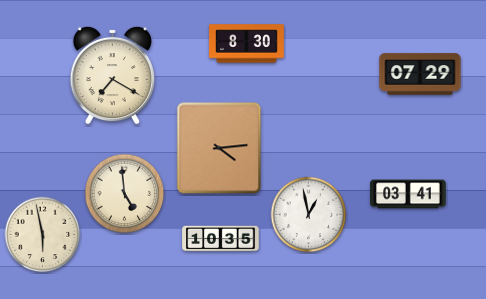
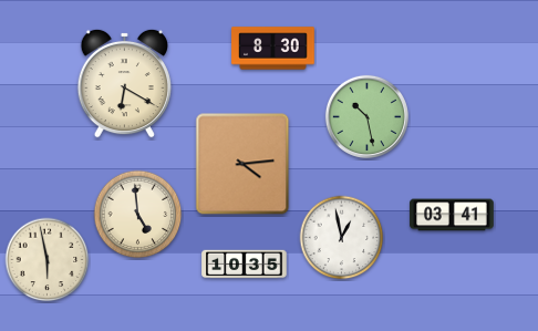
clock at (420, 74): 07:29 -> none
clock at (112, 75): 7:20 -> 6:20
clock at (366, 116): none -> 10:28
